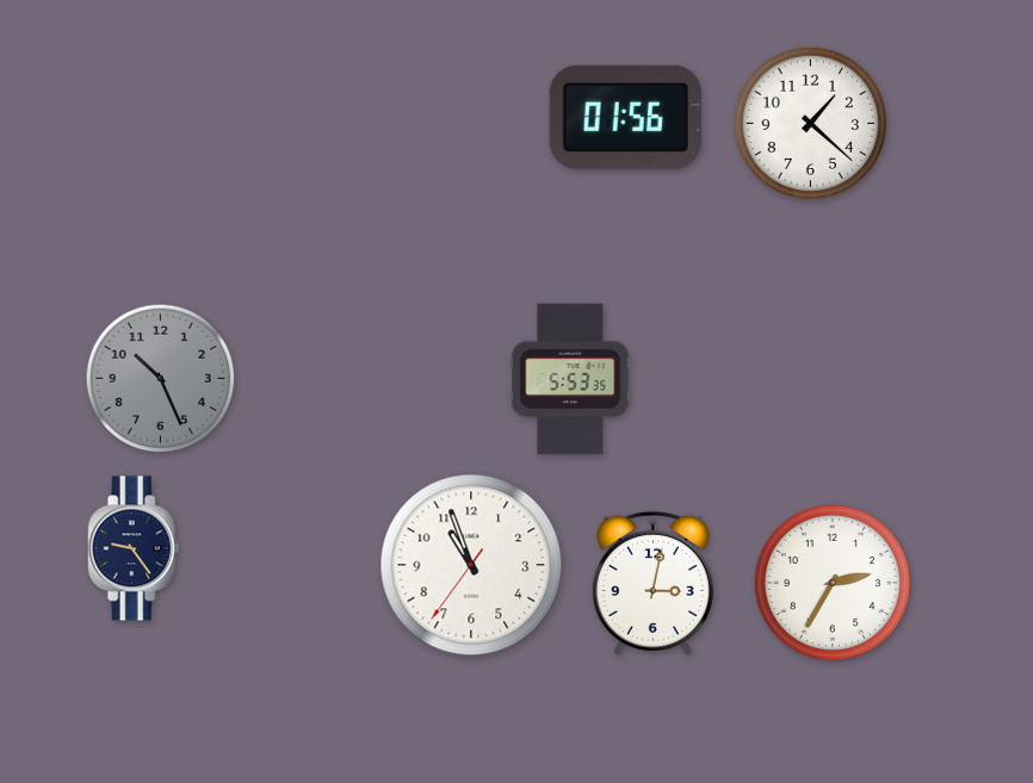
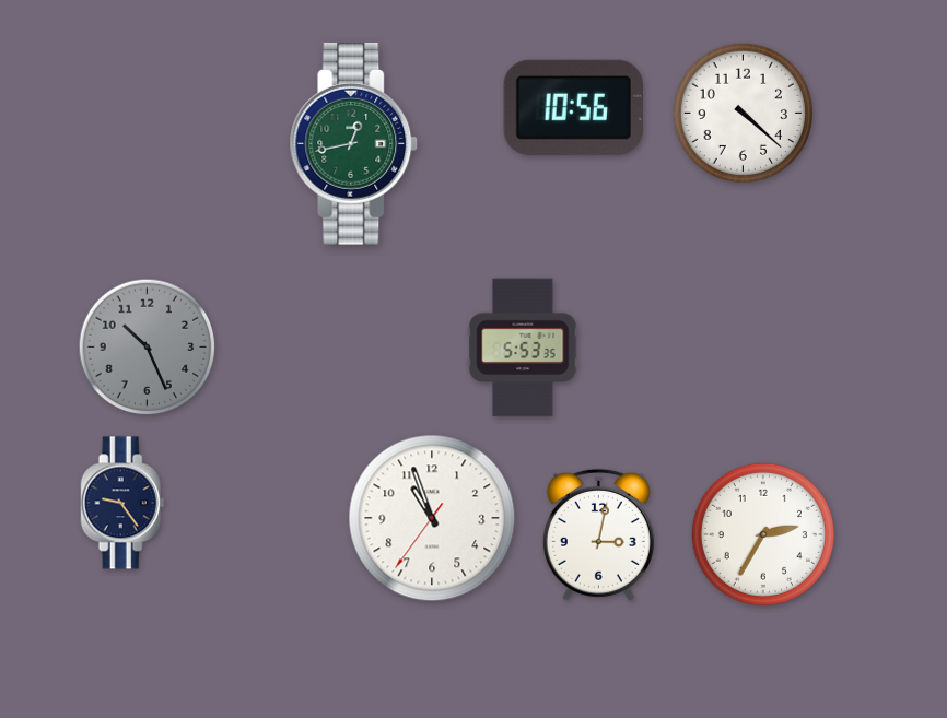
clock at (625, 117): 01:56 -> 10:56
clock at (810, 123): 1:22 -> 4:22
clock at (354, 143): none -> 12:43
